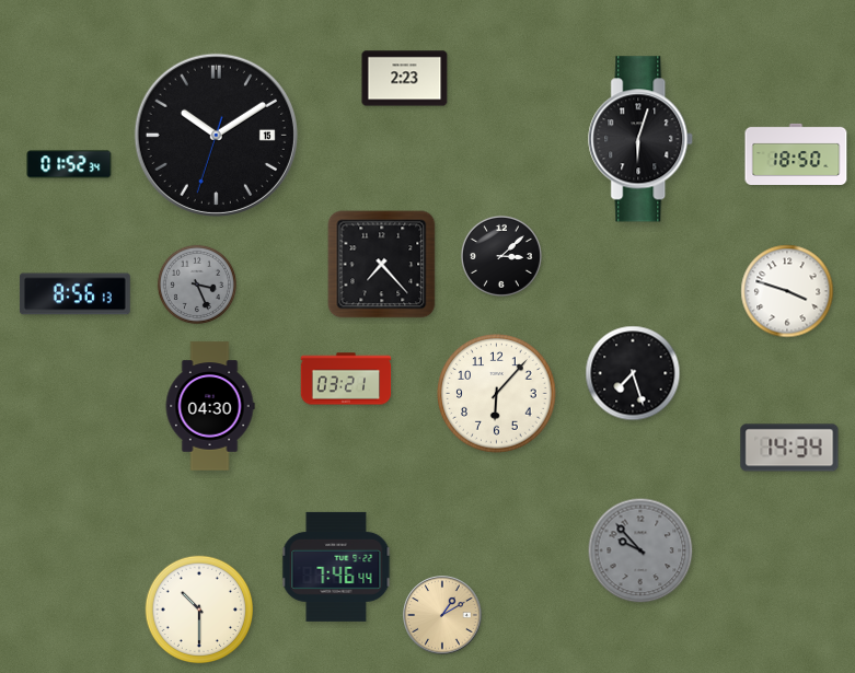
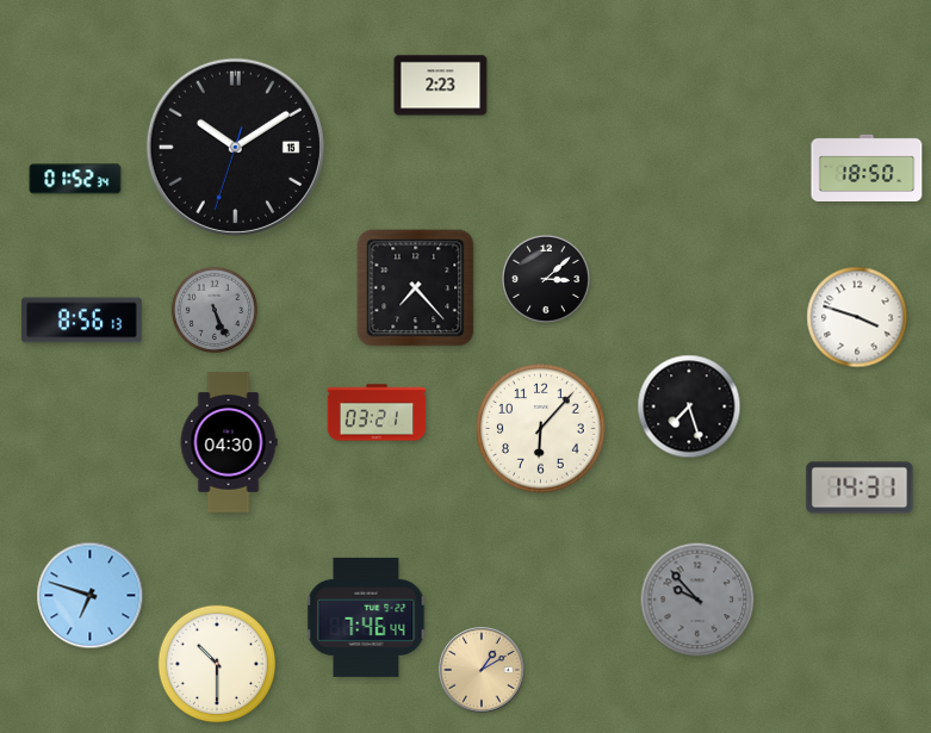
clock at (642, 139): 6:03 -> none
clock at (197, 285): 3:26 -> 5:26
clock at (789, 448): 14:34 -> 14:31
clock at (91, 596): none -> 6:48
